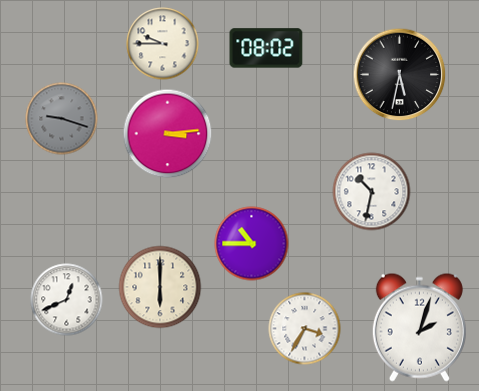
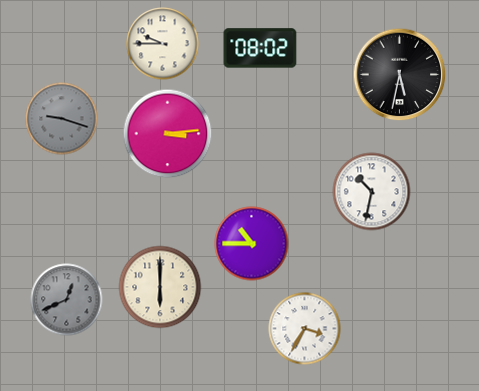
clock at (266, 48) position: (266, 48) -> (260, 48)
clock at (67, 300) dial: white -> grey
clock at (419, 327): 2:03 -> none
